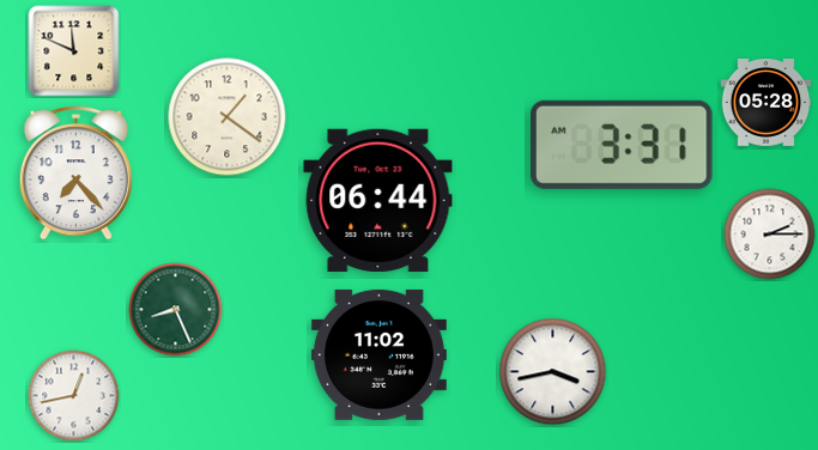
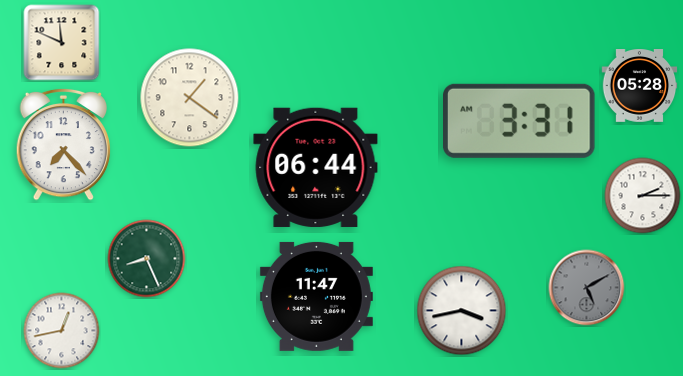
clock at (587, 288): none -> 5:10
clock at (378, 354): 11:02 -> 11:47
